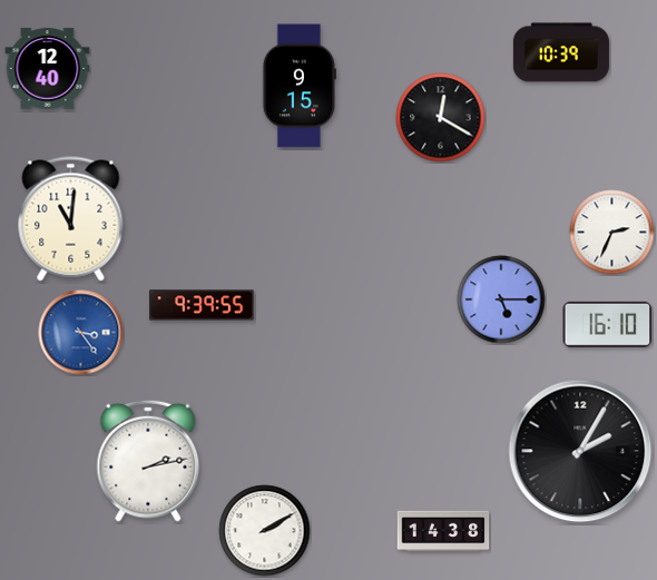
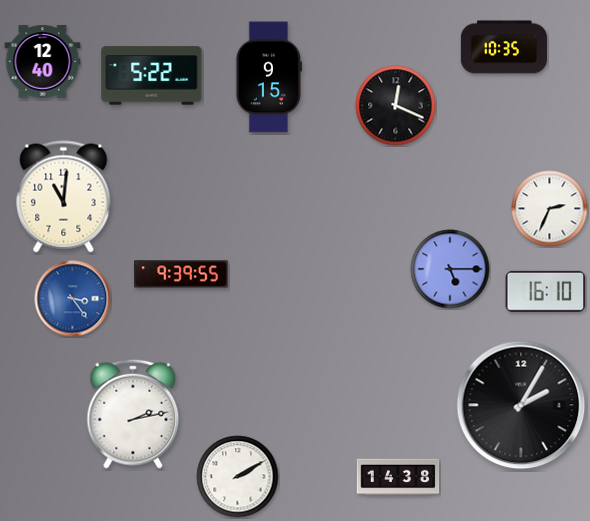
clock at (561, 52): 10:39 -> 10:35
clock at (152, 76): none -> 5:22
clock at (441, 118): 12:20 -> 12:19
